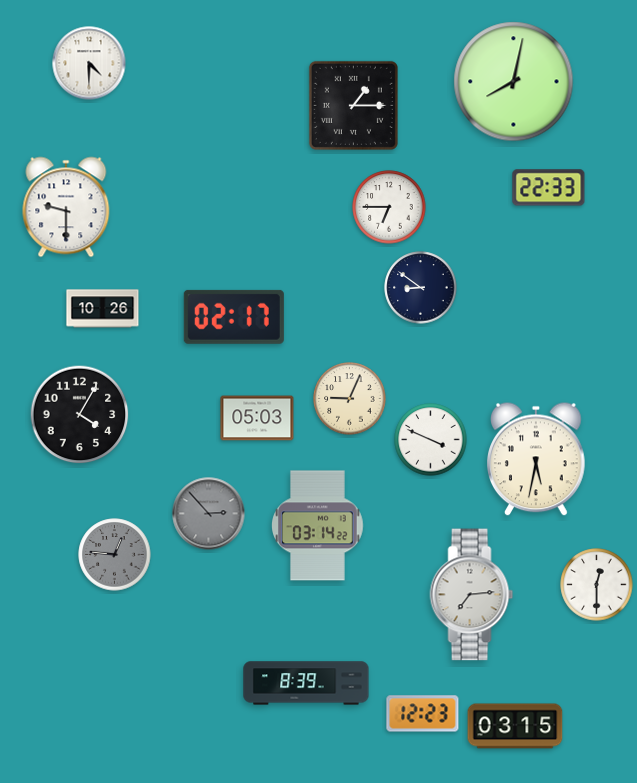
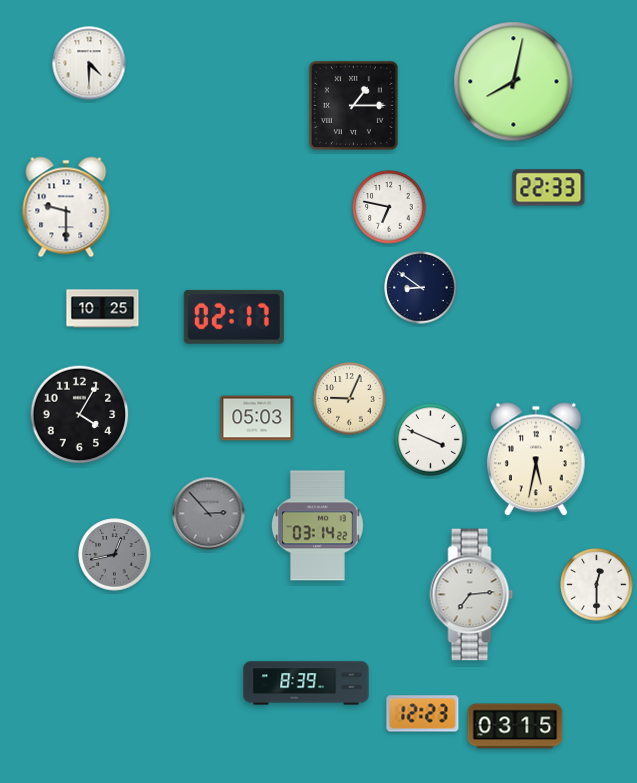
clock at (389, 207): 6:45 -> 6:47
clock at (103, 309): 10:26 -> 10:25
clock at (115, 555): 12:46 -> 12:43
